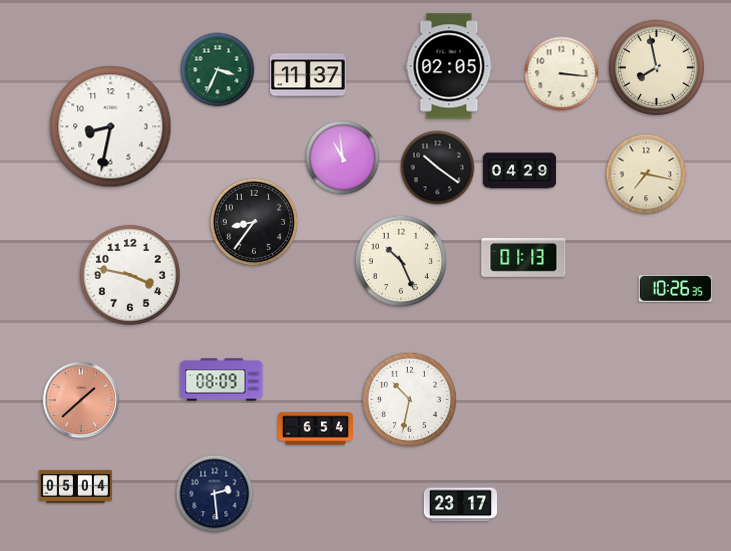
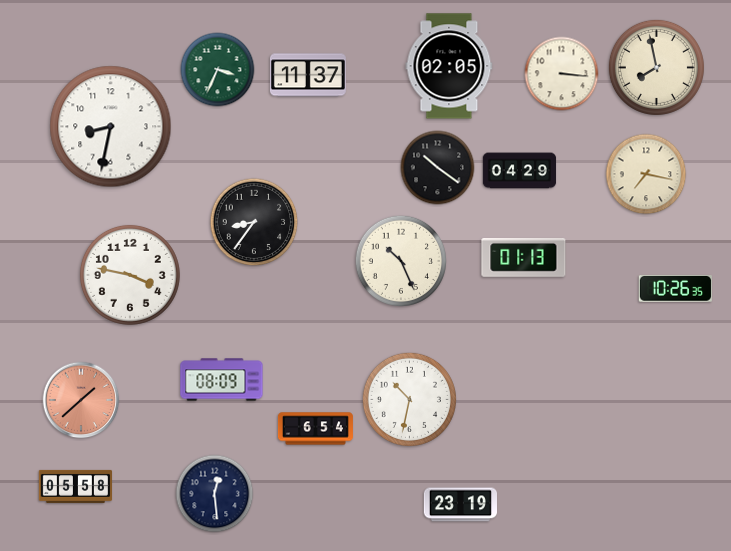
clock at (343, 158): 10:59 -> none
clock at (76, 486): 05:04 -> 05:58
clock at (215, 494): 2:29 -> 12:29
clock at (460, 505): 23:17 -> 23:19
